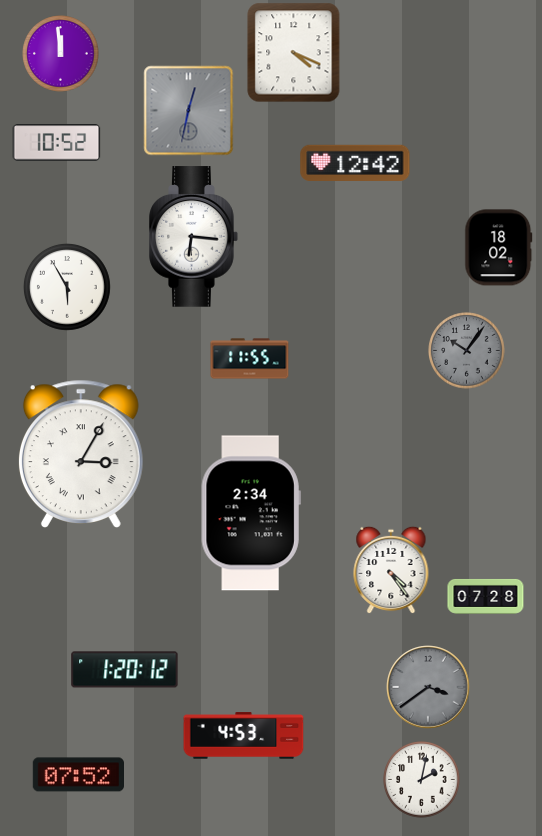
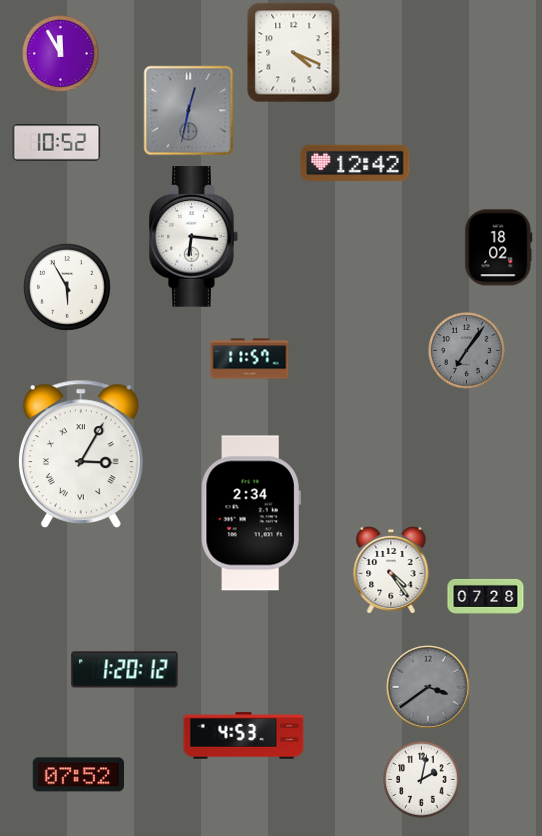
clock at (61, 54): 11:59 -> 11:55
clock at (467, 351): 10:06 -> 7:06
clock at (250, 359): 11:55 -> 11:57
